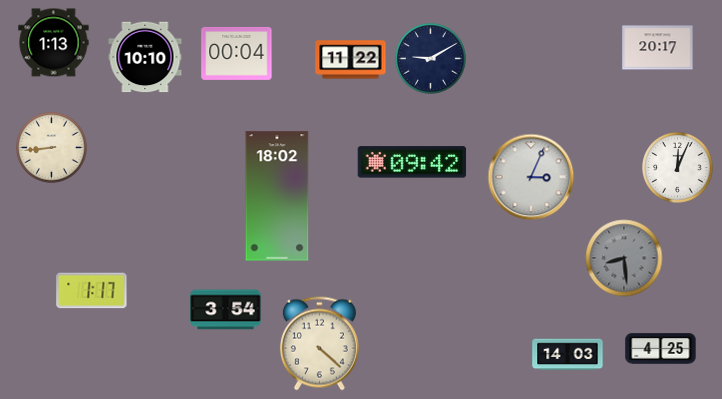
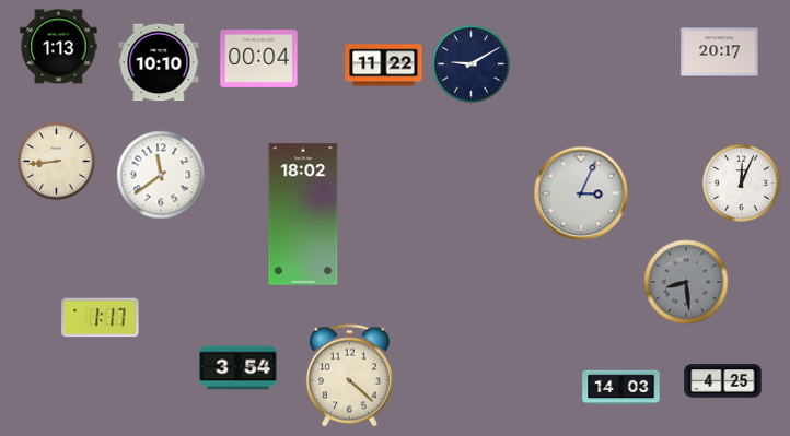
clock at (161, 175): none -> 11:39
clock at (412, 162): 09:42 -> none
clock at (624, 258) position: (624, 258) -> (686, 282)
clock at (226, 310) position: (226, 310) -> (239, 368)
